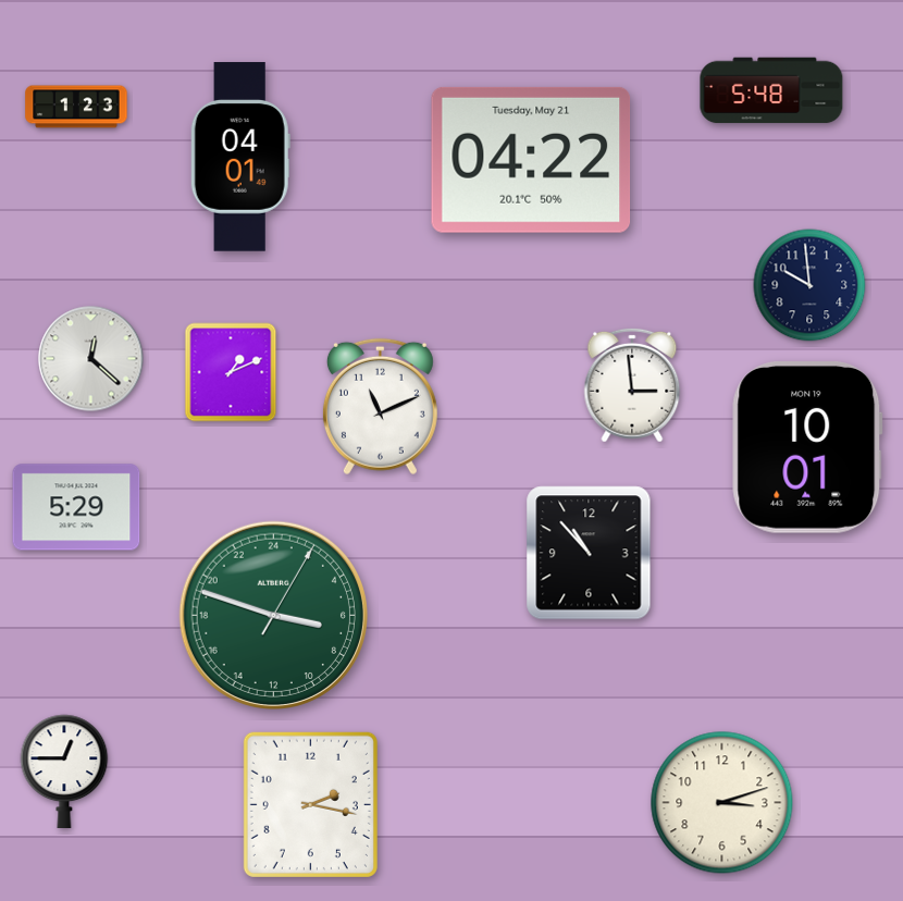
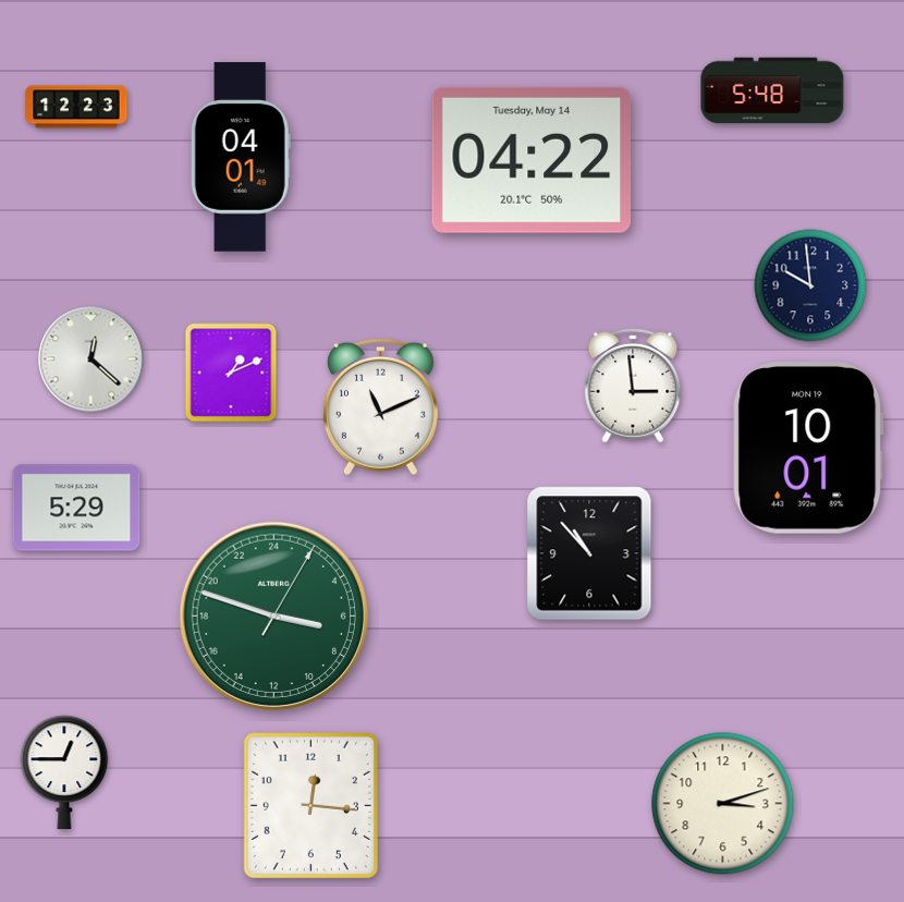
clock at (76, 107): 1:23 -> 12:23
clock at (531, 160) date: Tuesday, May 21 -> Tuesday, May 14
clock at (310, 804): 2:17 -> 12:16
